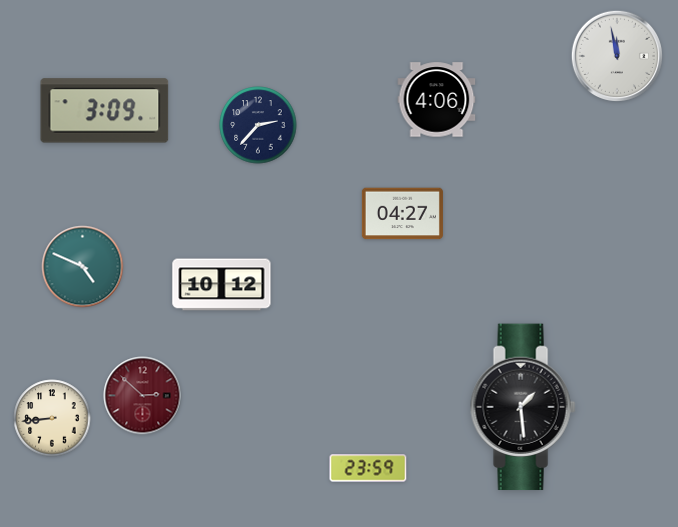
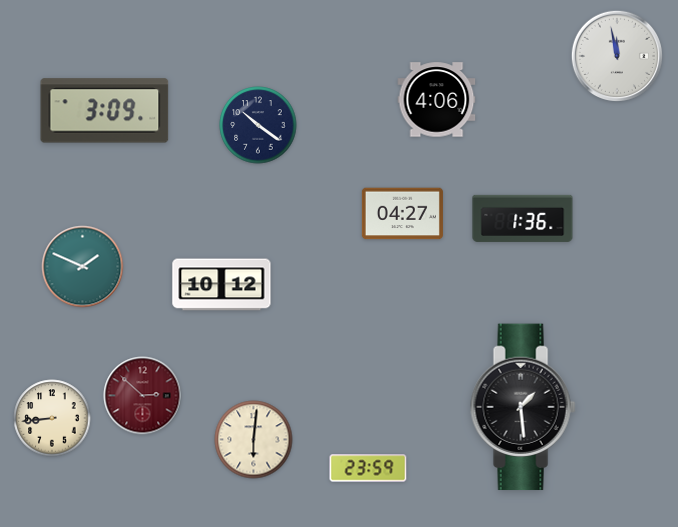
clock at (258, 125): 2:37 -> 10:21
clock at (523, 218): none -> 1:36
clock at (83, 267): 4:49 -> 1:49
clock at (254, 440): none -> 6:01
